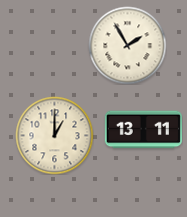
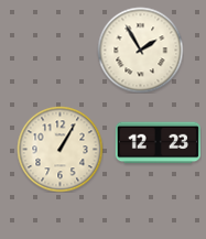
clock at (143, 130): 13:11 -> 12:23
clock at (54, 135): 1:00 -> 1:05
